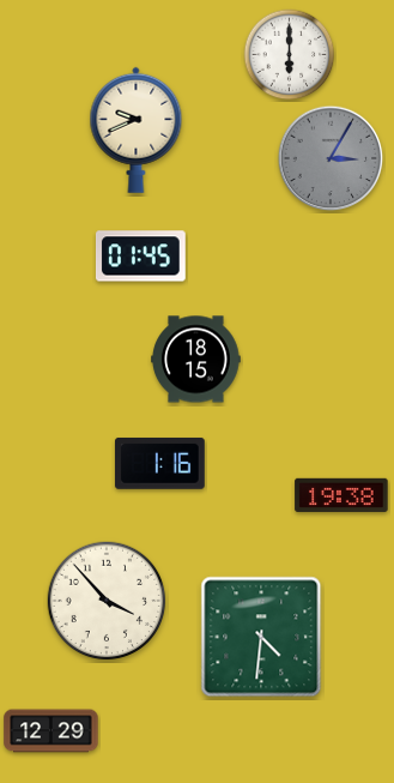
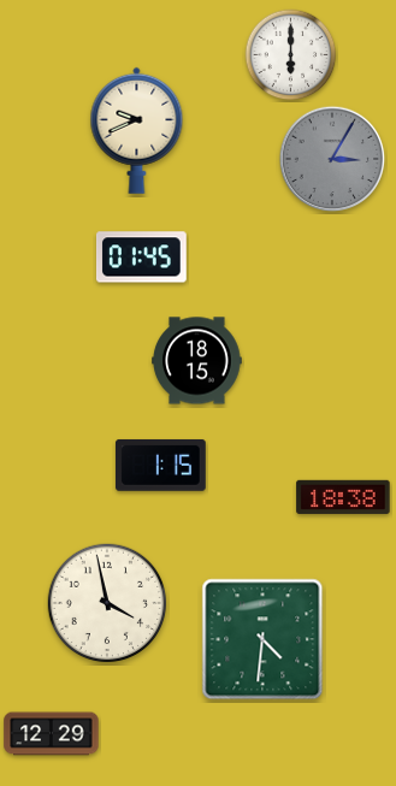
clock at (160, 463): 1:16 -> 1:15
clock at (341, 495): 19:38 -> 18:38
clock at (107, 601): 3:53 -> 3:58
